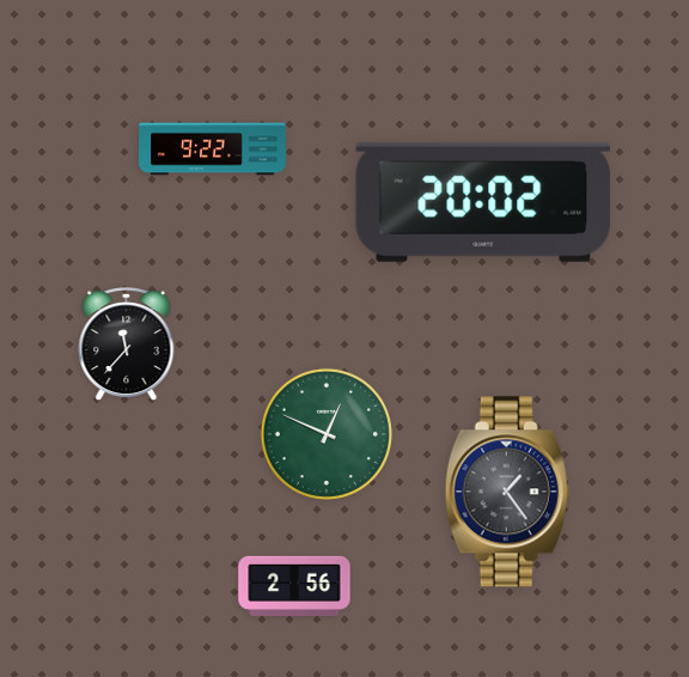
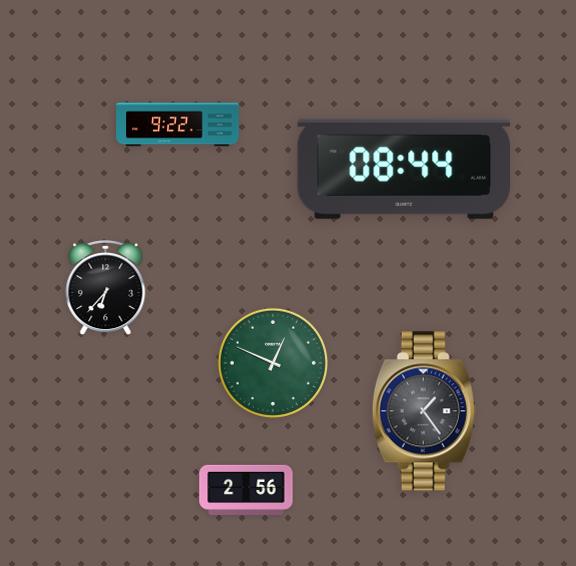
clock at (482, 202): 20:02 -> 08:44
clock at (127, 344): 11:37 -> 6:37
